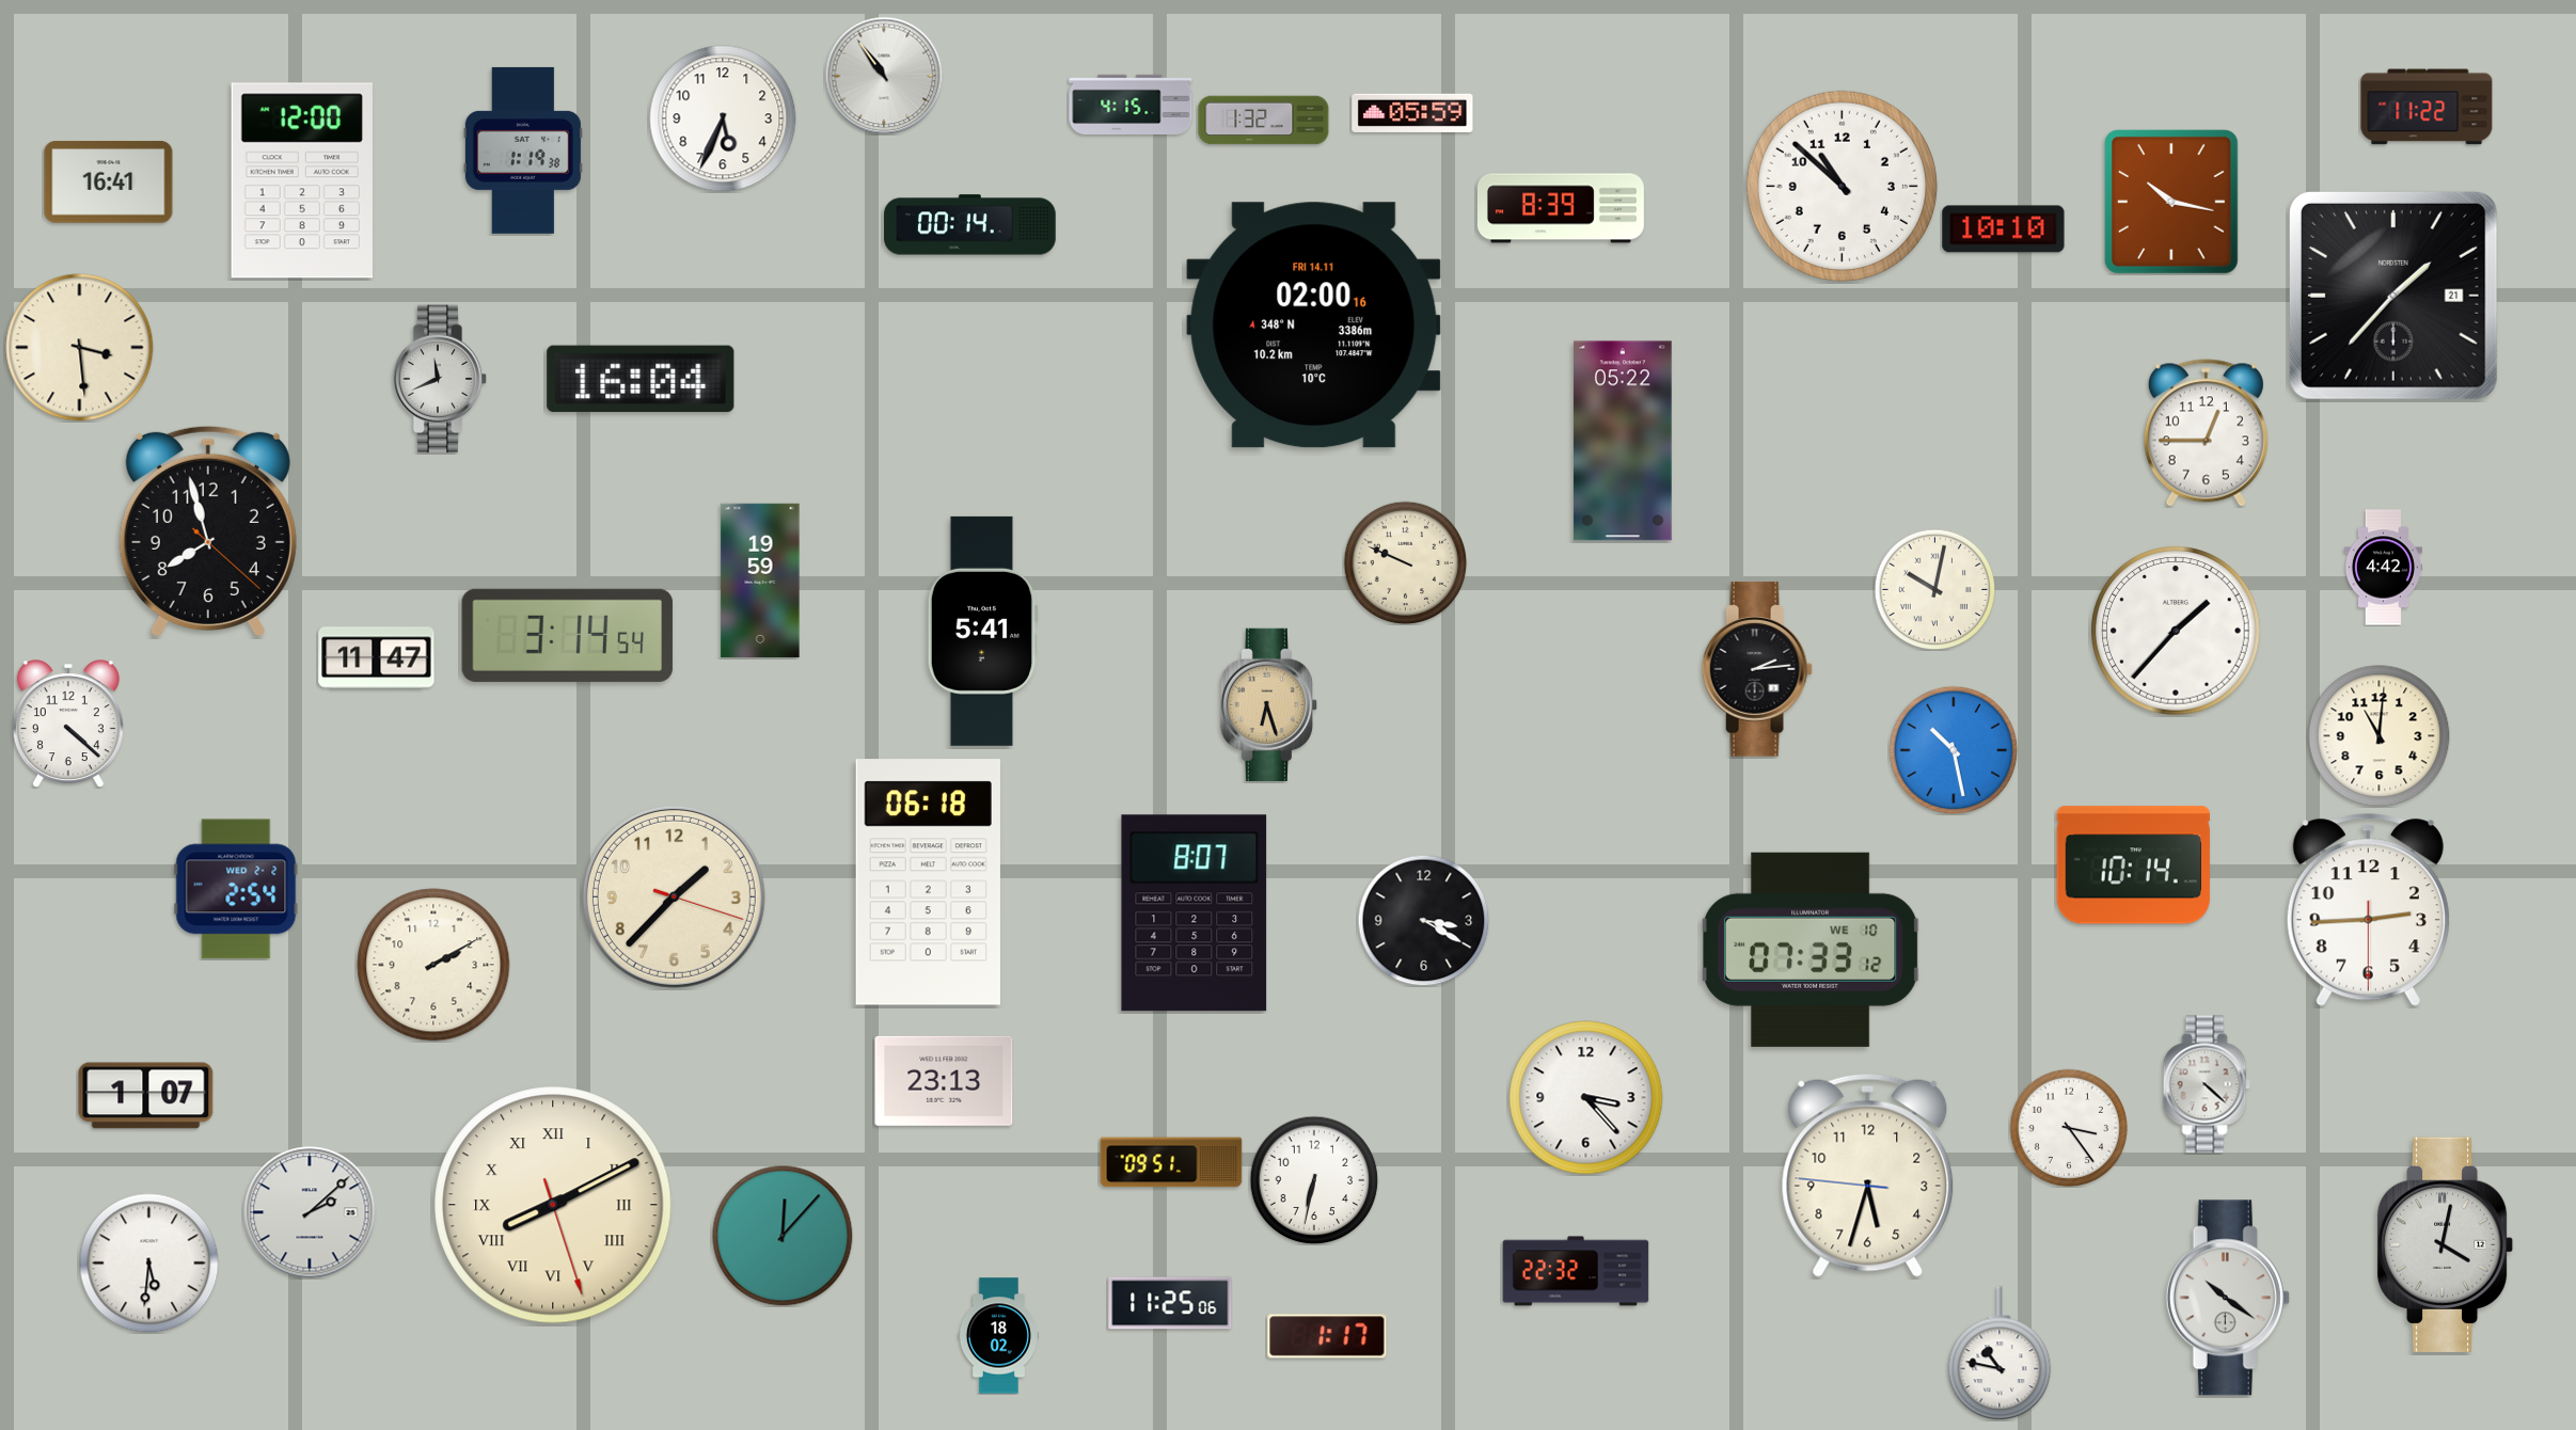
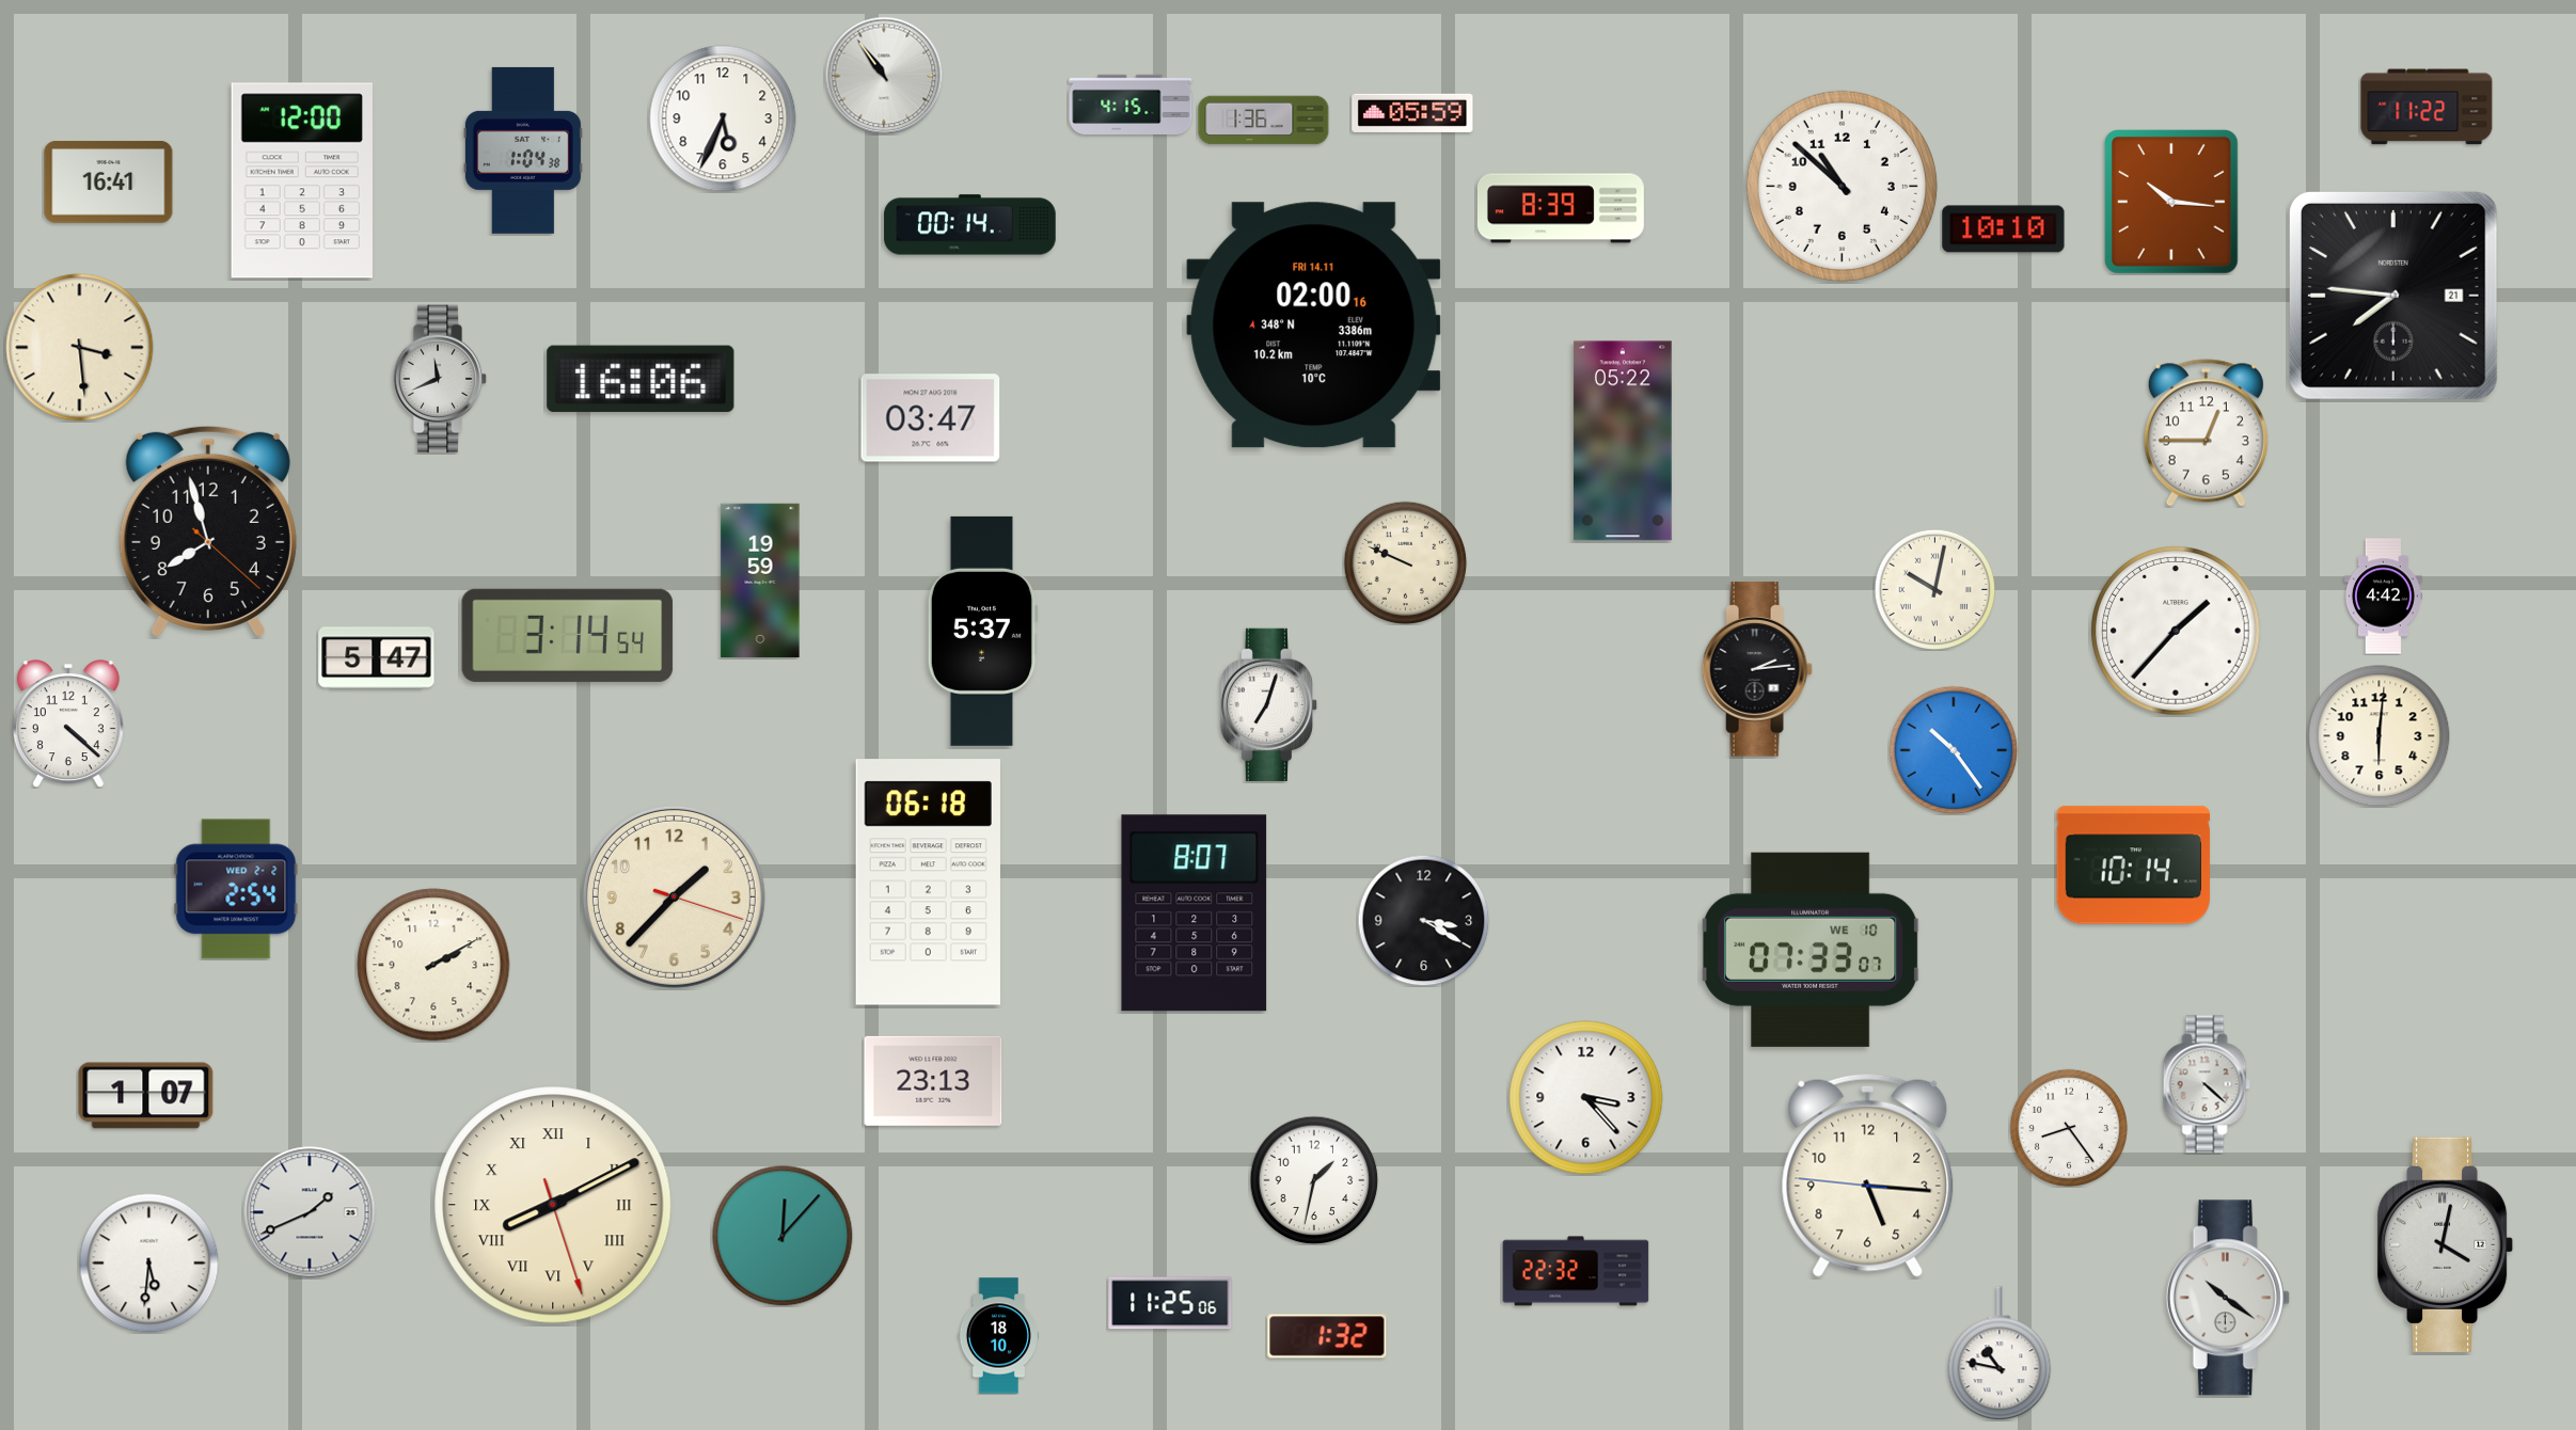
clock at (1264, 121): 1:32 -> 1:36
clock at (523, 150): 1:19 -> 1:04
clock at (2172, 203): 10:17 -> 10:16
clock at (2393, 296): 1:37 -> 7:46
clock at (641, 378): 16:04 -> 16:06
clock at (931, 418): none -> 03:47
clock at (2383, 568) position: (2383, 568) -> (2383, 597)
clock at (982, 631): 5:41 -> 5:37
clock at (377, 658): 11:47 -> 5:47
clock at (1268, 704): 6:27 -> 7:03
clock at (1268, 704) dial: champagne -> white
clock at (2380, 736): 11:01 -> 6:01
clock at (1954, 750): 10:28 -> 10:24
clock at (2368, 910): 2:44 -> none
clock at (1811, 950): 07:33:12 -> 07:33:07
clock at (944, 1081) position: (944, 1081) -> (933, 1081)
clock at (2069, 1128): 3:24 -> 8:24
clock at (1171, 1162): 09:51 -> none
clock at (1868, 1175): 5:32 -> 5:15
clock at (1314, 1180): 6:32 -> 1:32
clock at (310, 1212): 2:08 -> 1:41
clock at (998, 1336): 18:02 -> 18:10
clock at (1327, 1336): 1:17 -> 1:32
